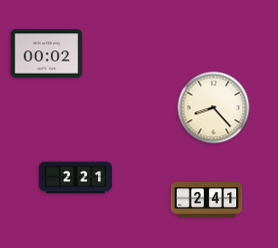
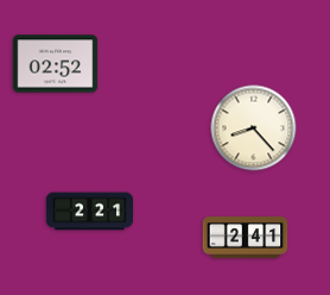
clock at (47, 54): 00:02 -> 02:52
